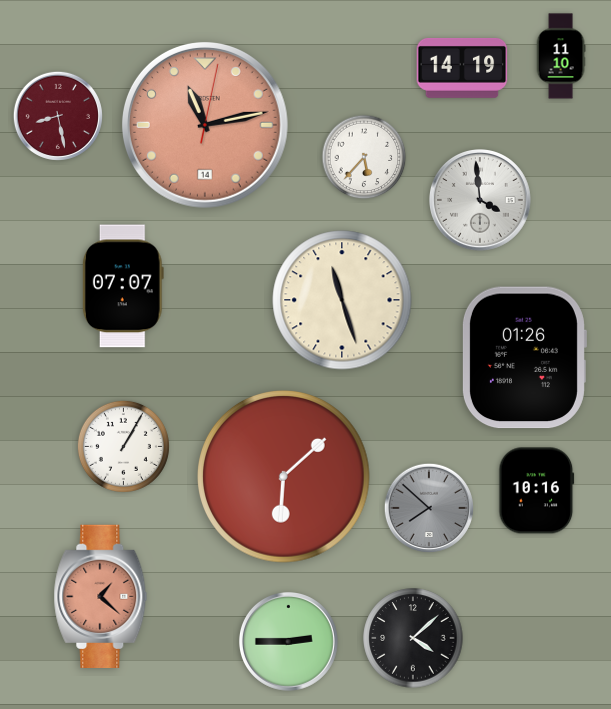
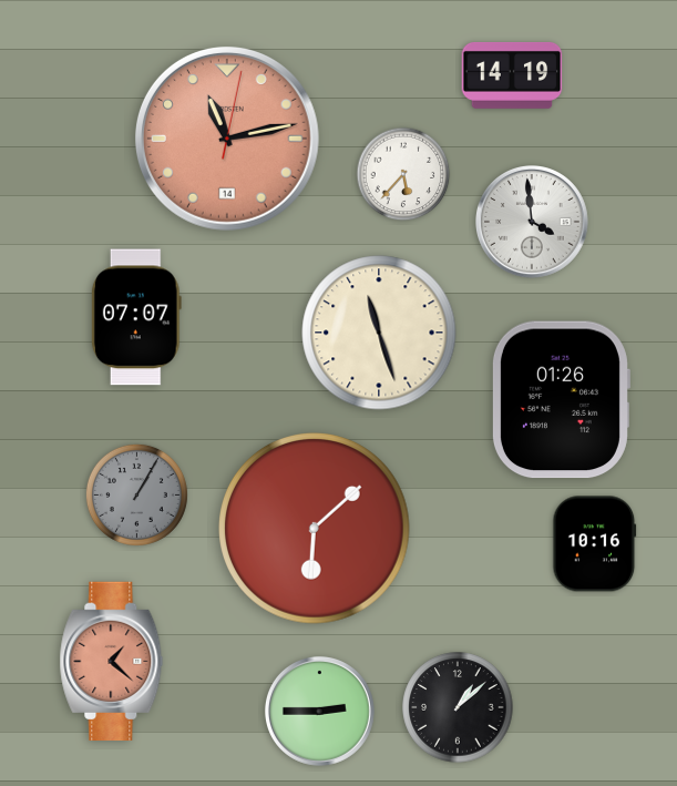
clock at (561, 56): 11:10 -> none
clock at (58, 116): 8:28 -> none
clock at (524, 358) position: (524, 358) -> (561, 400)
clock at (123, 446) dial: white -> grey
clock at (429, 508): 7:52 -> none
clock at (413, 638): 4:08 -> 1:08
